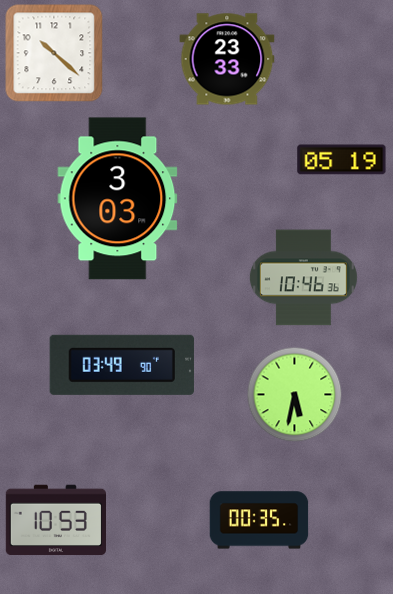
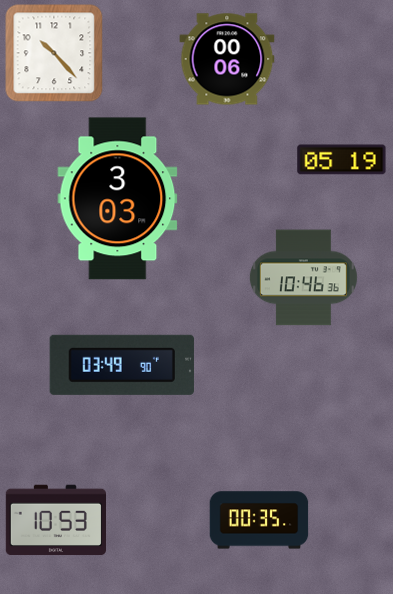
clock at (54, 53): 10:22 -> 10:23
clock at (227, 59): 23:33 -> 00:06
clock at (295, 395): 5:32 -> none
